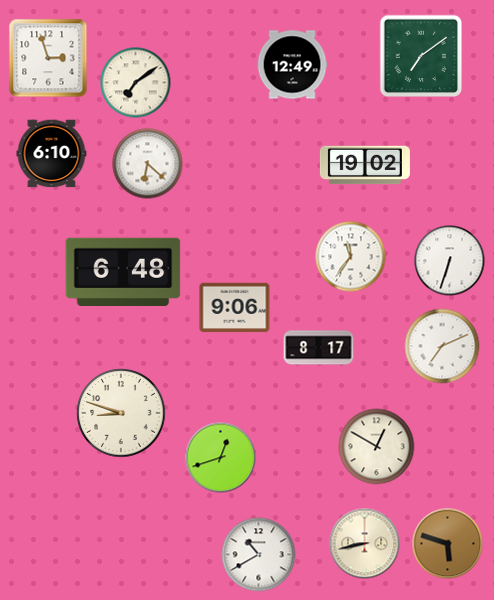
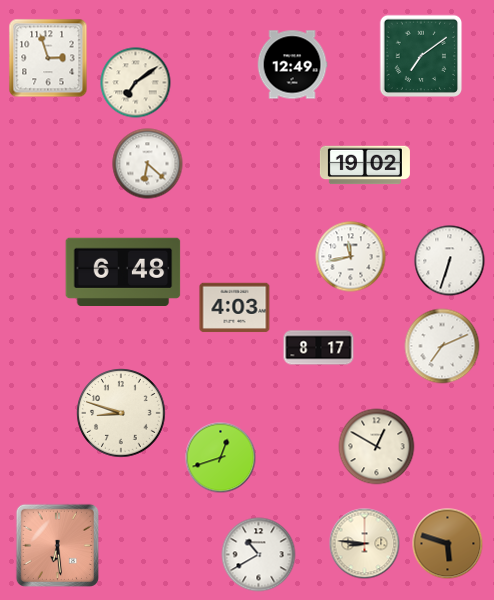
clock at (52, 154): 6:10 -> none
clock at (351, 257): 11:36 -> 11:43
clock at (235, 308): 9:06 -> 4:03
clock at (365, 544): 8:43 -> 8:46
clock at (57, 545): none -> 6:29
